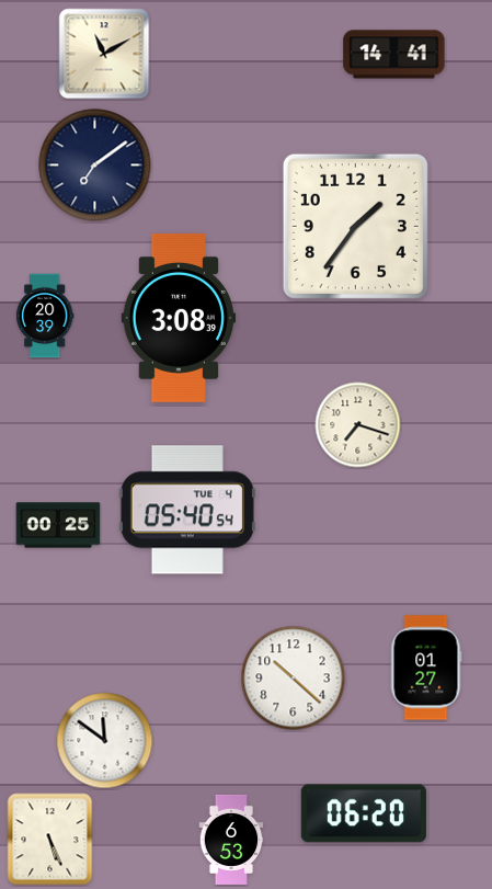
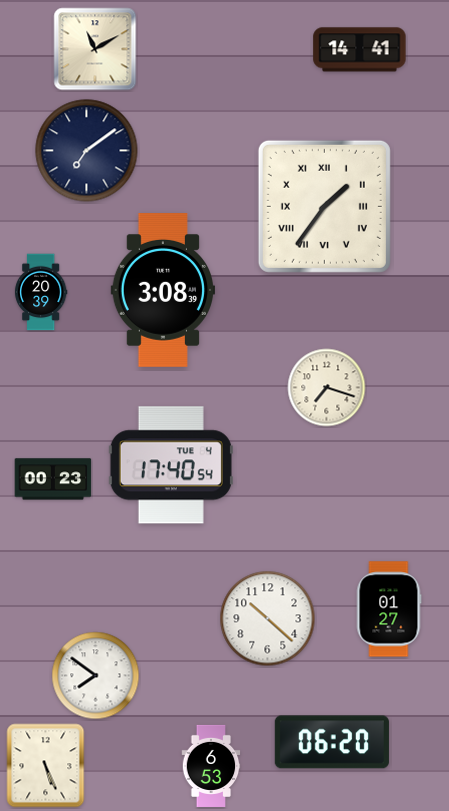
clock at (355, 226) numerals: Arabic -> Roman
clock at (45, 316) position: (45, 316) -> (41, 292)
clock at (187, 510): 05:40 -> 17:40
clock at (58, 525): 00:25 -> 00:23
clock at (105, 741): 11:51 -> 7:51
